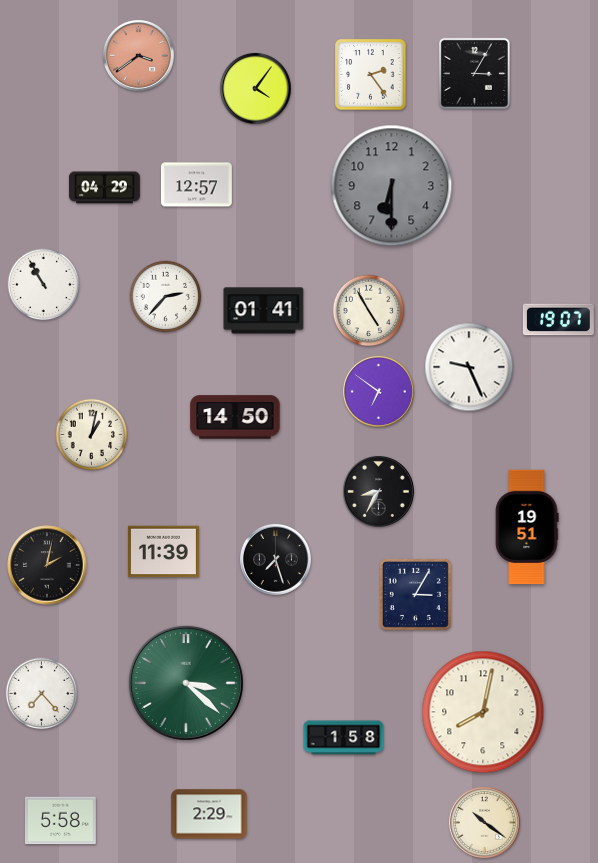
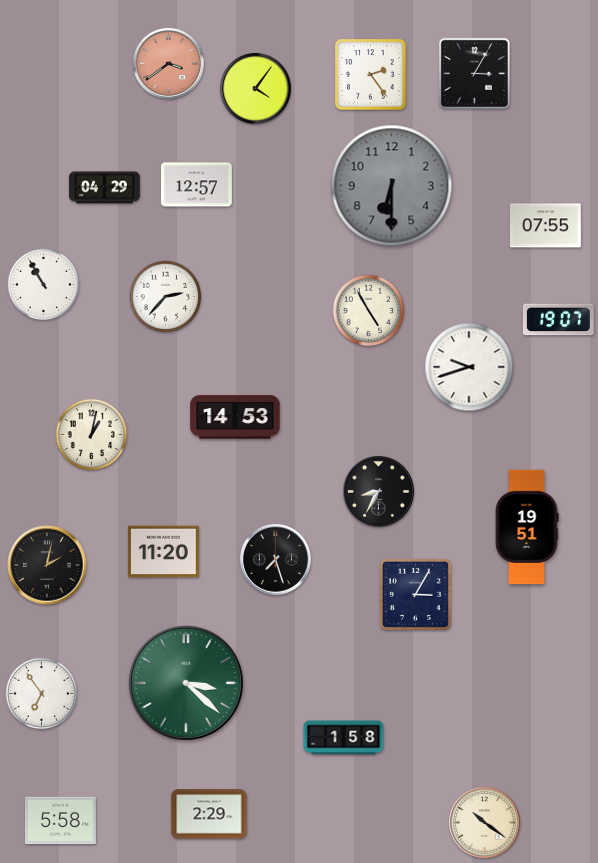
clock at (138, 55) position: (138, 55) -> (168, 63)
clock at (545, 226): none -> 07:55
clock at (264, 311): 01:41 -> none
clock at (469, 367): 9:26 -> 9:42
clock at (378, 391): 6:51 -> none
clock at (235, 417): 14:50 -> 14:53
clock at (163, 552): 11:39 -> 11:20
clock at (42, 694): 7:23 -> 6:54
clock at (483, 712): 8:02 -> none
